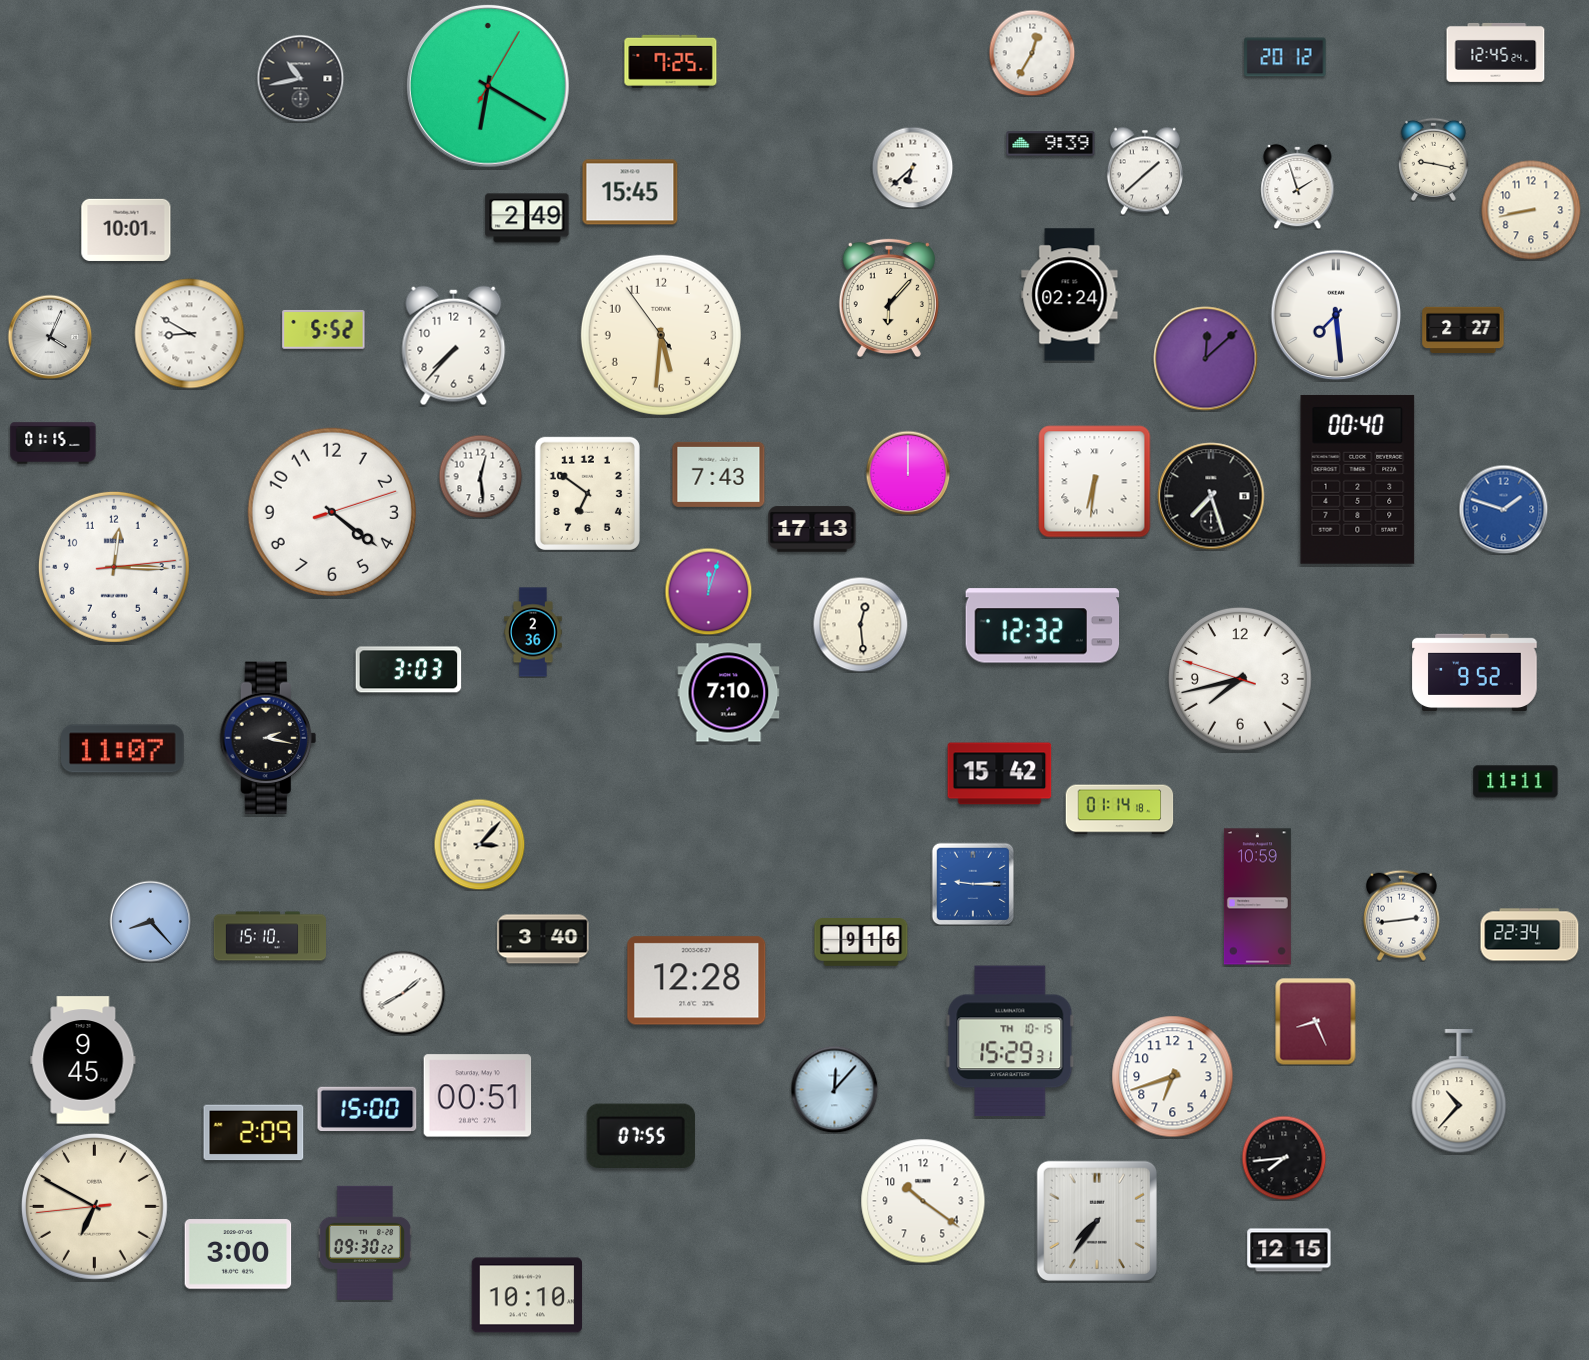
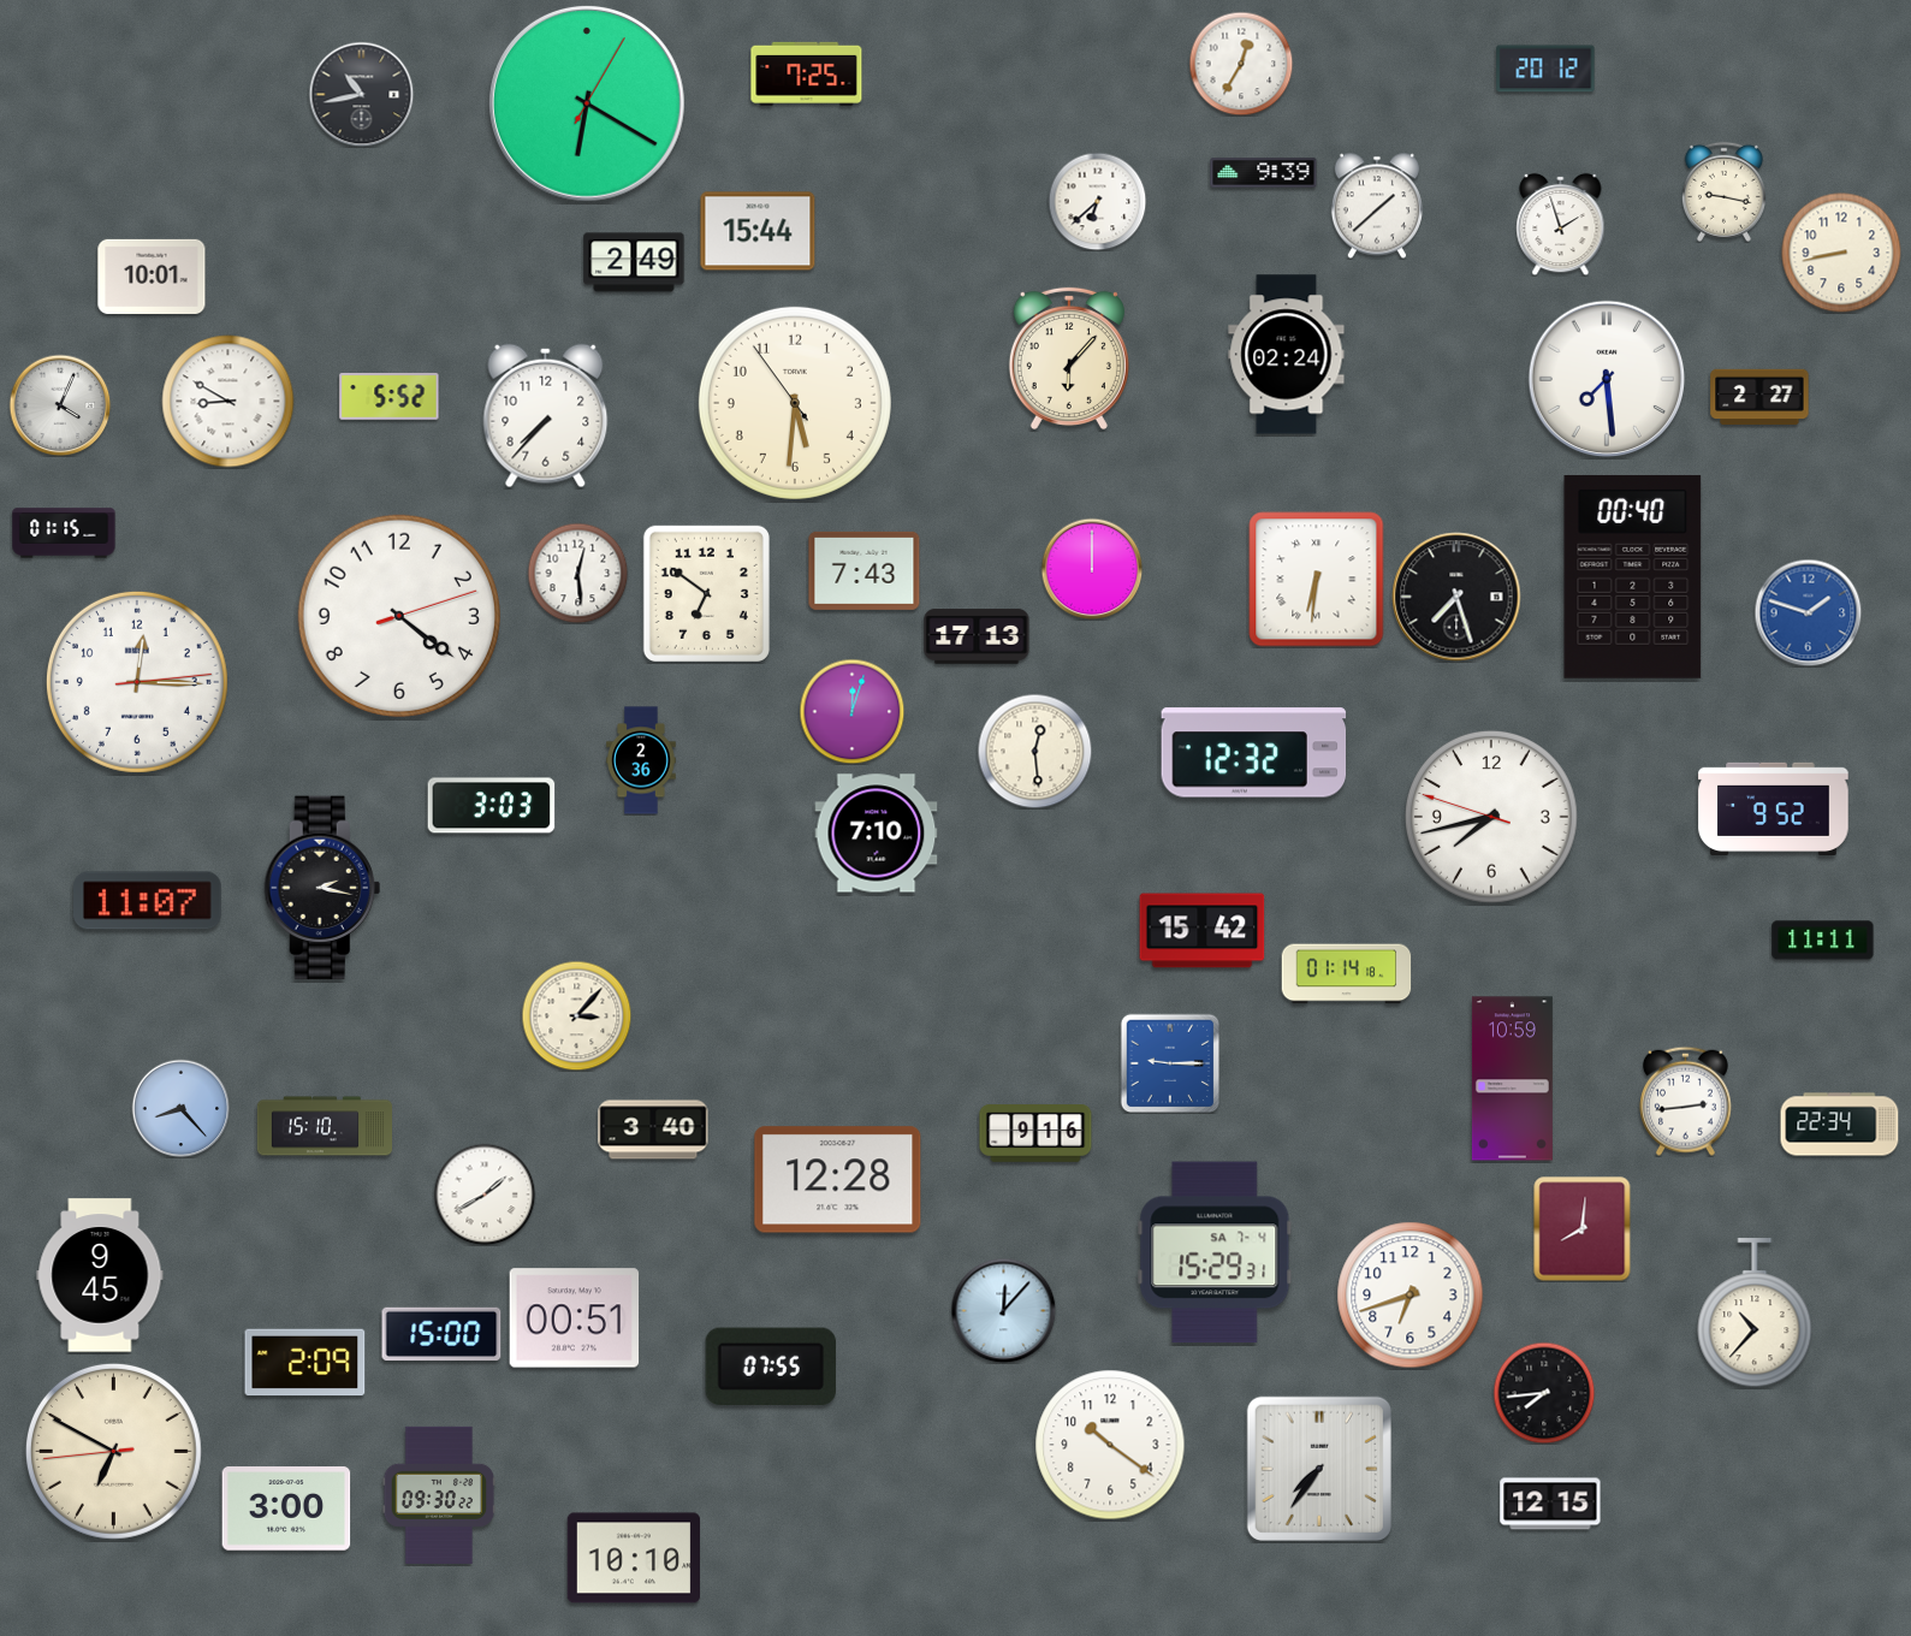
clock at (1496, 52): 12:45 -> none
clock at (630, 192): 15:45 -> 15:44
clock at (1206, 359): 12:08 -> none
clock at (1316, 1021): 8:26 -> 8:01
clock at (1010, 1041) date: TH 10-15 -> SA 7-4
